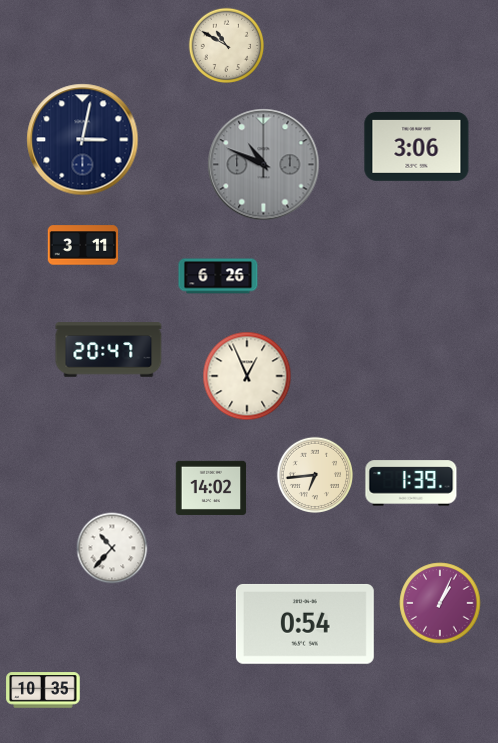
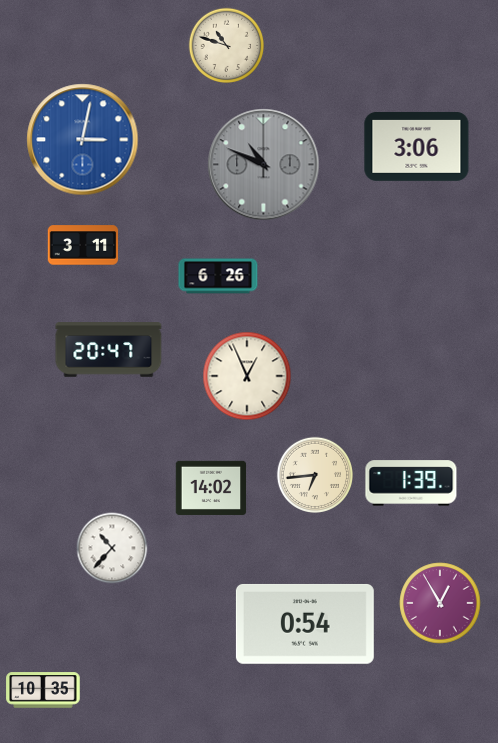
clock at (227, 46): 10:50 -> 10:48
clock at (83, 140) dial: navy -> blue
clock at (440, 603): 1:04 -> 12:55
